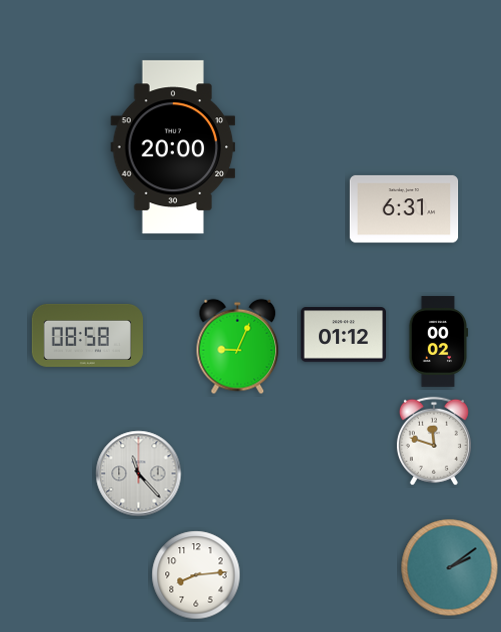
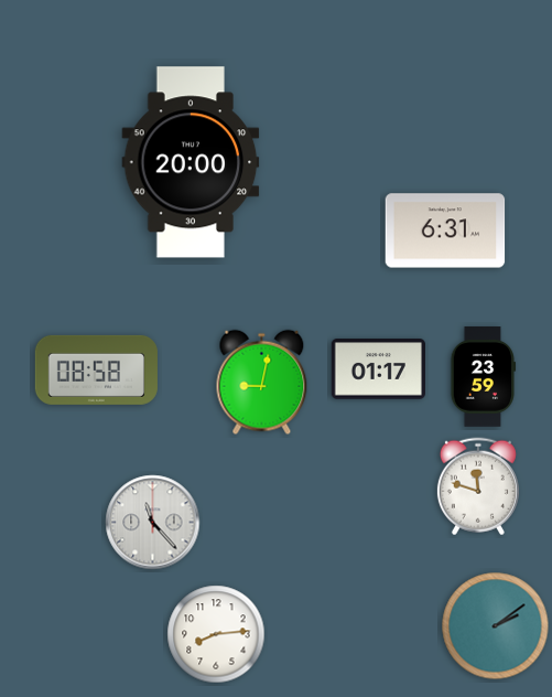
clock at (343, 335): 01:12 -> 01:17
clock at (438, 342): 00:02 -> 23:59
clock at (238, 347): 9:04 -> 9:02
